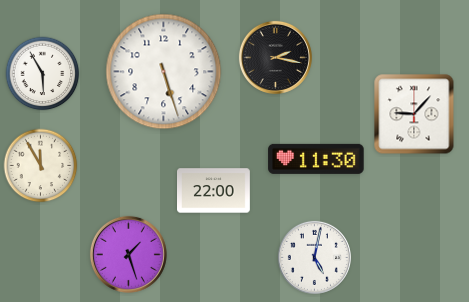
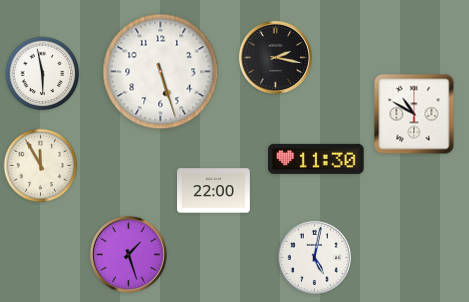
clock at (164, 72) position: (164, 72) -> (161, 72)
clock at (43, 74): 5:55 -> 5:58
clock at (414, 114): 9:07 -> 10:50
